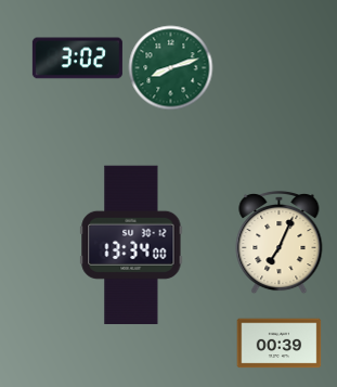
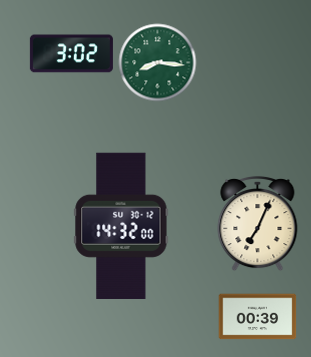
clock at (171, 68): 8:12 -> 8:16
clock at (131, 244): 13:34 -> 14:32
